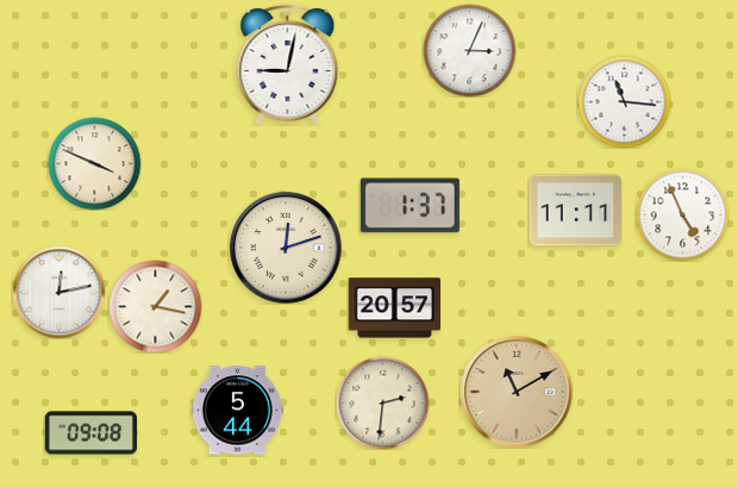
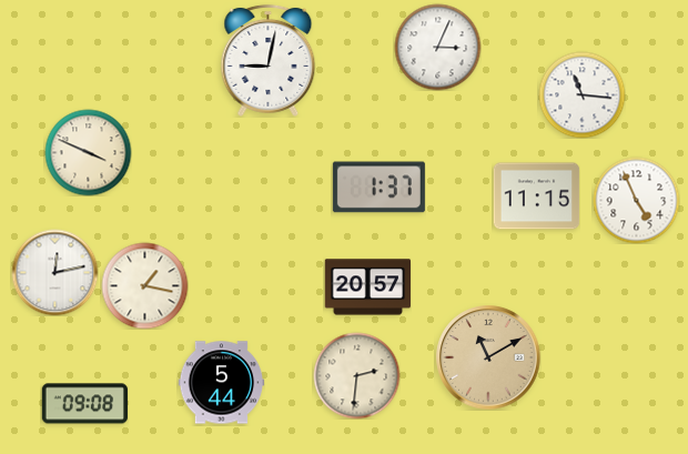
clock at (409, 206) position: (409, 206) -> (378, 188)
clock at (575, 211): 11:11 -> 11:15
clock at (286, 248): 12:12 -> none
clock at (517, 392) position: (517, 392) -> (488, 357)
